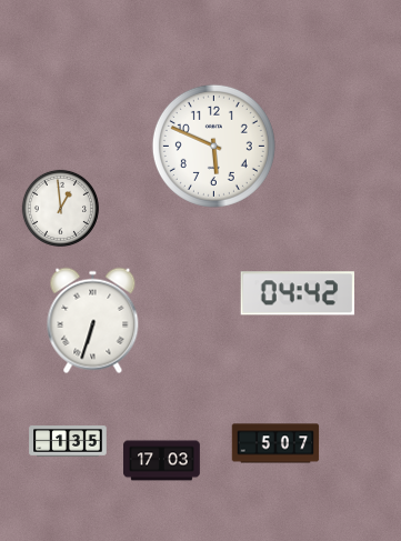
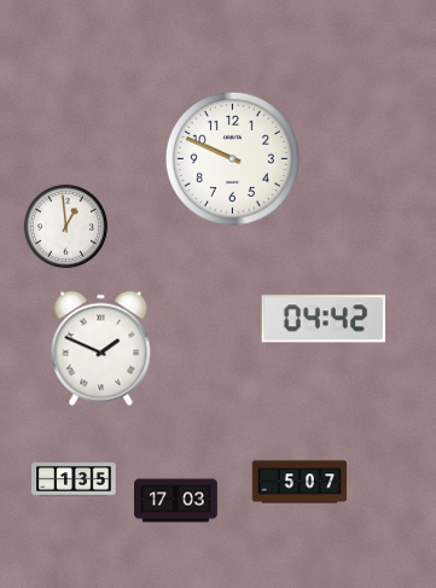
clock at (213, 146): 5:49 -> 9:49
clock at (93, 321): 6:33 -> 1:49
